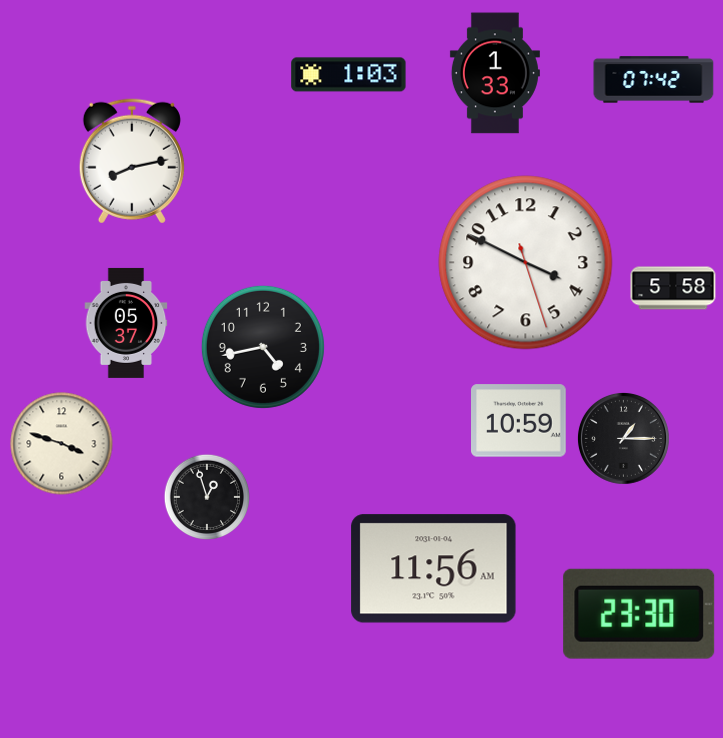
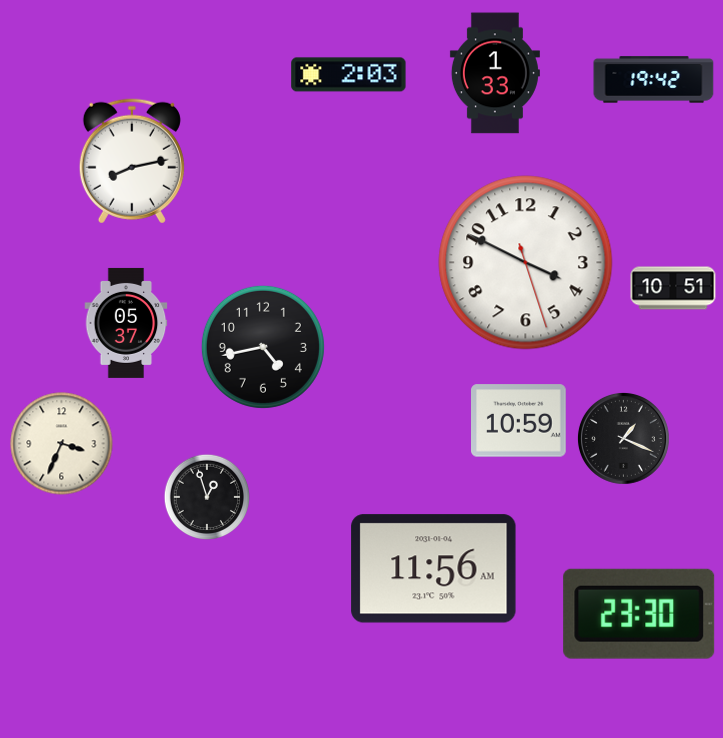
clock at (349, 75): 1:03 -> 2:03
clock at (654, 80): 07:42 -> 19:42
clock at (673, 288): 5:58 -> 10:51
clock at (623, 438): 1:15 -> 1:19
clock at (62, 444): 3:48 -> 3:34
